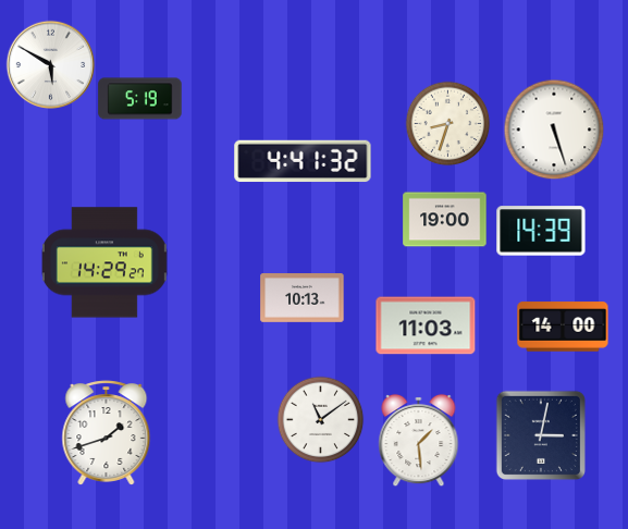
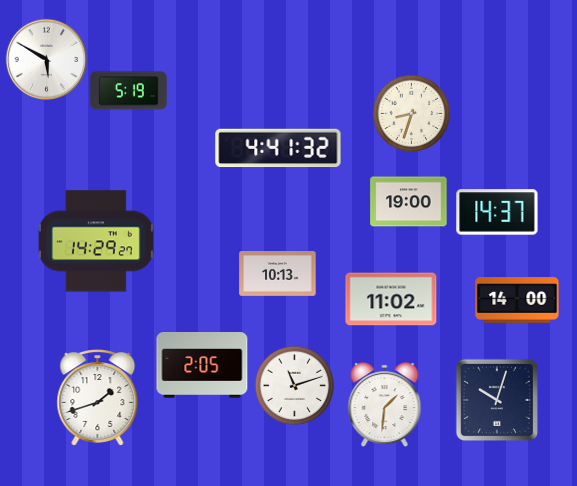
clock at (554, 130): 5:27 -> none
clock at (541, 231): 14:39 -> 14:37
clock at (426, 325): 11:03 -> 11:02
clock at (202, 366): none -> 2:05
clock at (320, 419): 11:09 -> 11:12
clock at (541, 435): 3:02 -> 10:03
clock at (419, 440): 1:29 -> 1:31
